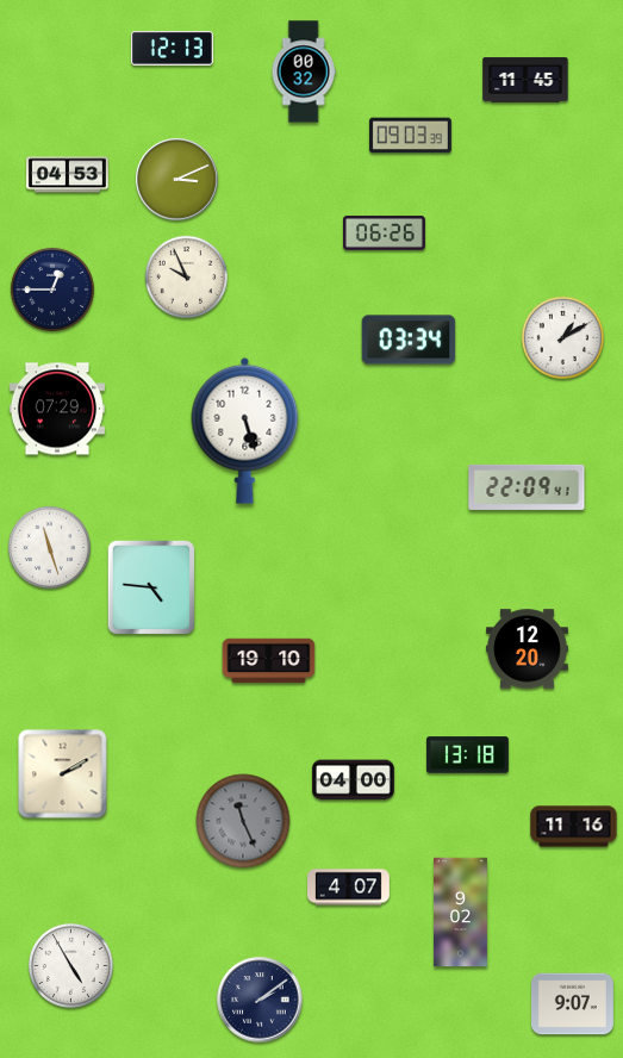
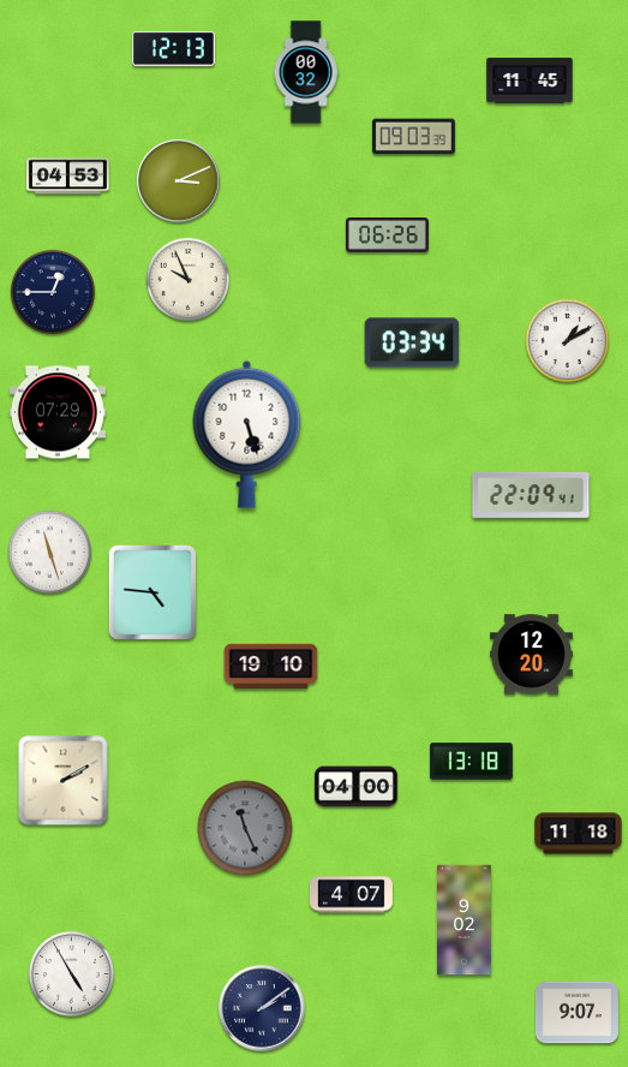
clock at (527, 487) position: (527, 487) -> (531, 495)
clock at (574, 827): 11:16 -> 11:18
